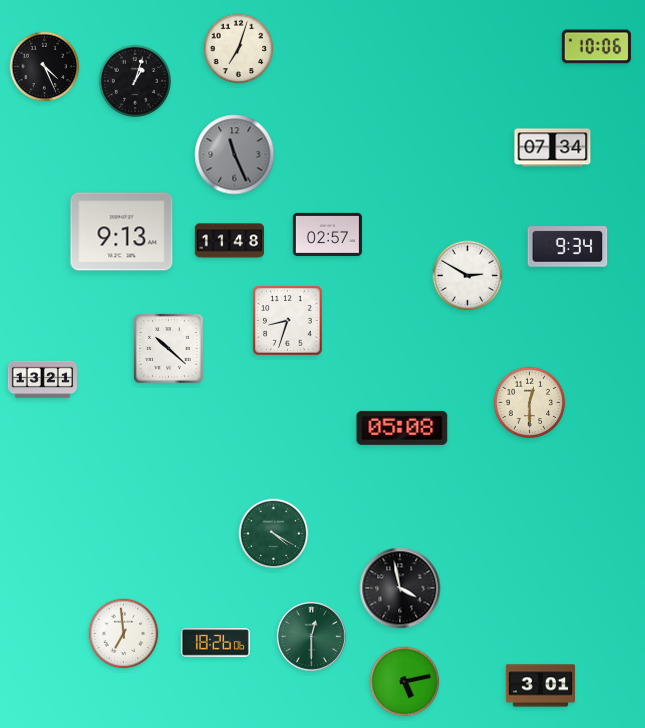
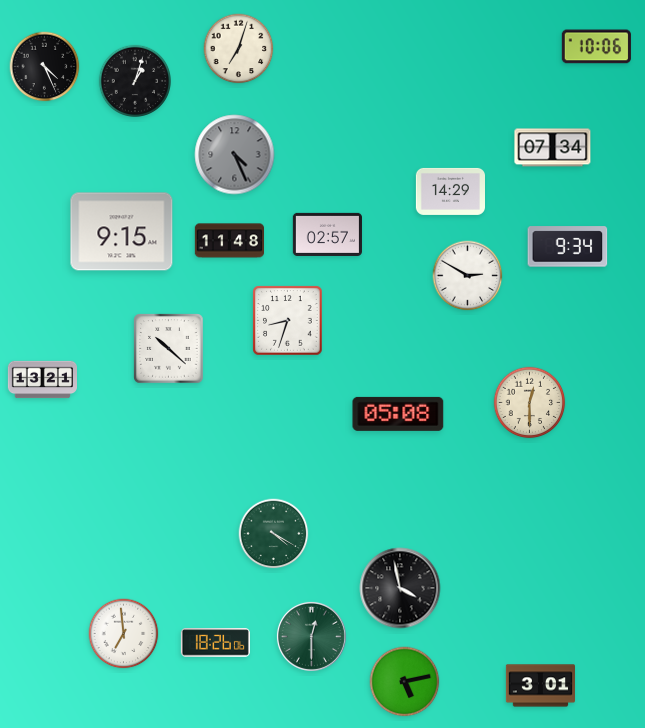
clock at (235, 155): 11:26 -> 4:26
clock at (450, 191): none -> 14:29
clock at (122, 232): 9:13 -> 9:15
clock at (402, 428) position: (402, 428) -> (398, 414)
